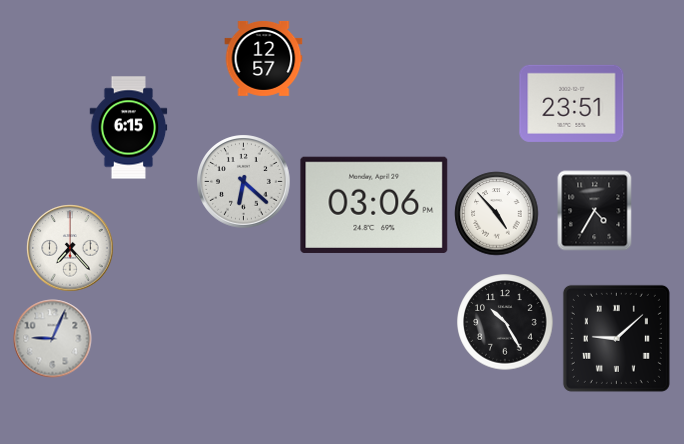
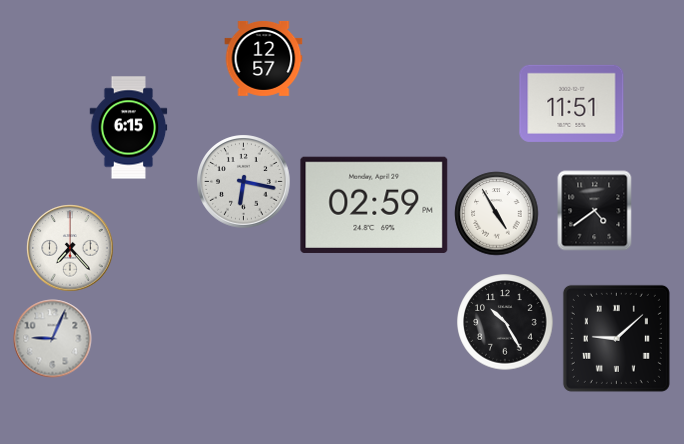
clock at (572, 103): 23:51 -> 11:51
clock at (244, 182): 6:22 -> 6:17
clock at (374, 205): 03:06 -> 02:59
clock at (595, 211): 4:35 -> 4:39
clock at (497, 214): 4:53 -> 4:55
